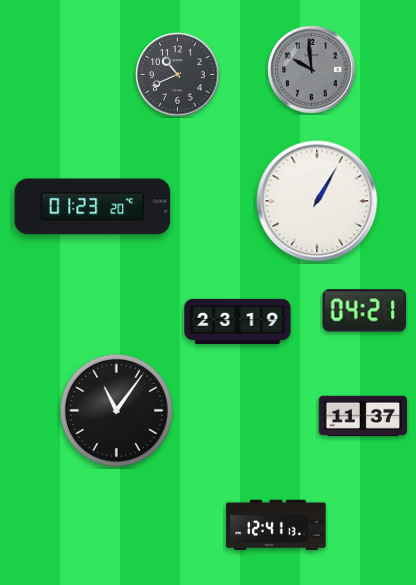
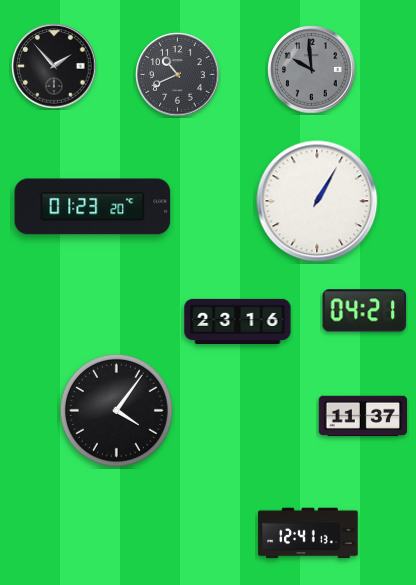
clock at (54, 66): none -> 1:53
clock at (238, 321): 23:19 -> 23:16
clock at (116, 410): 11:06 -> 4:06
clock at (276, 525) position: (276, 525) -> (308, 533)
